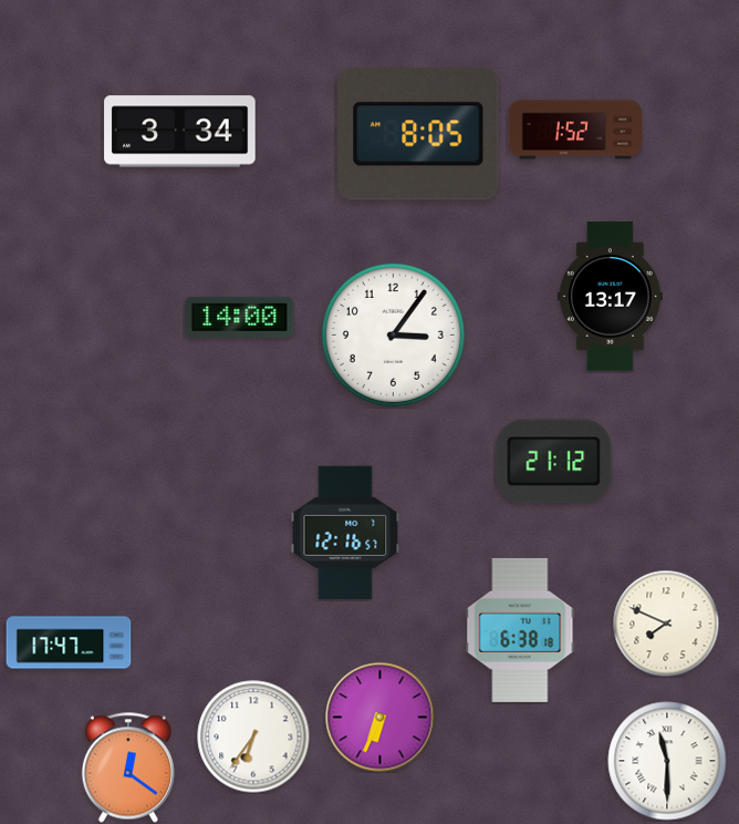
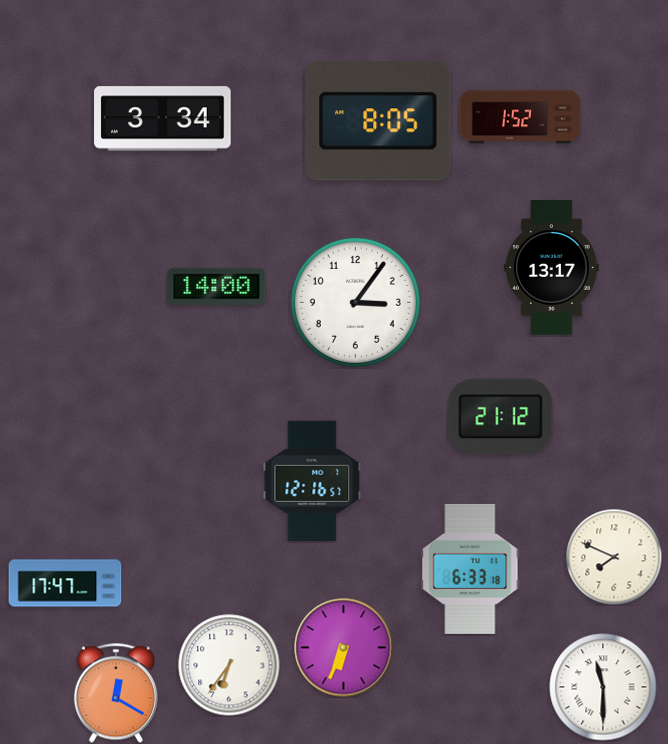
clock at (666, 624) position: (666, 624) -> (614, 557)
clock at (520, 630): 6:38 -> 6:33
clock at (69, 642) position: (69, 642) -> (65, 583)
clock at (128, 768): 12:21 -> 12:20
